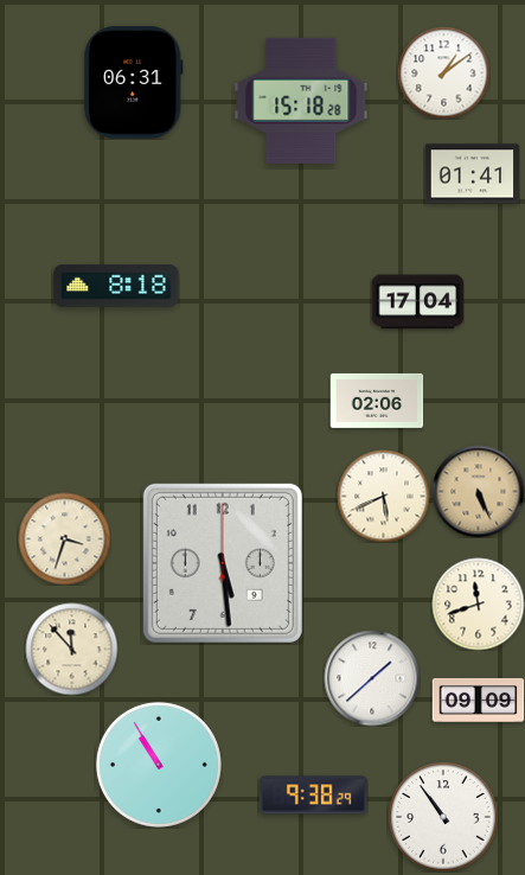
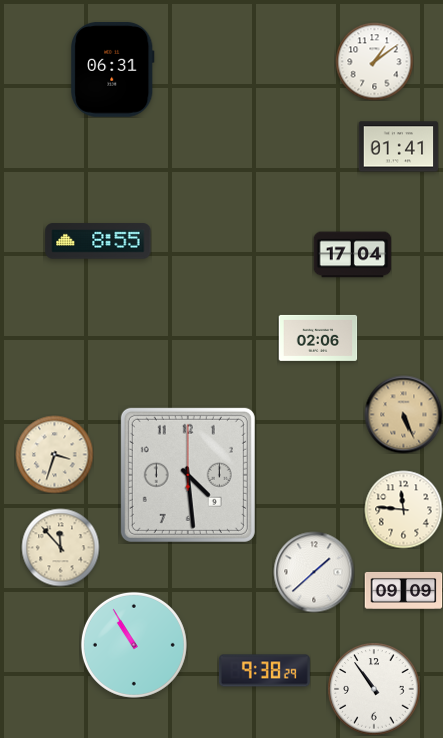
clock at (301, 101): 15:18 -> none
clock at (116, 286): 8:18 -> 8:55
clock at (383, 496): 5:41 -> none
clock at (223, 563): 5:29 -> 4:29
clock at (478, 603): 11:42 -> 11:46
